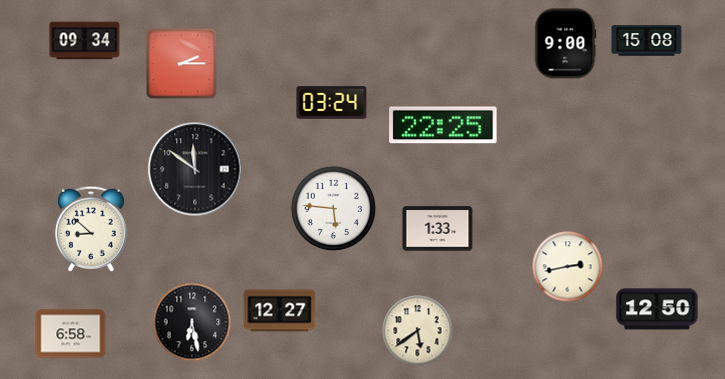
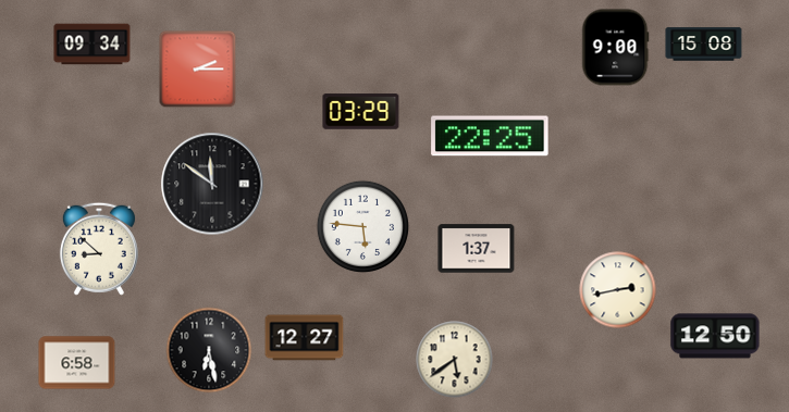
clock at (332, 103): 03:24 -> 03:29
clock at (443, 125) position: (443, 125) -> (490, 136)
clock at (438, 229): 1:33 -> 1:37
